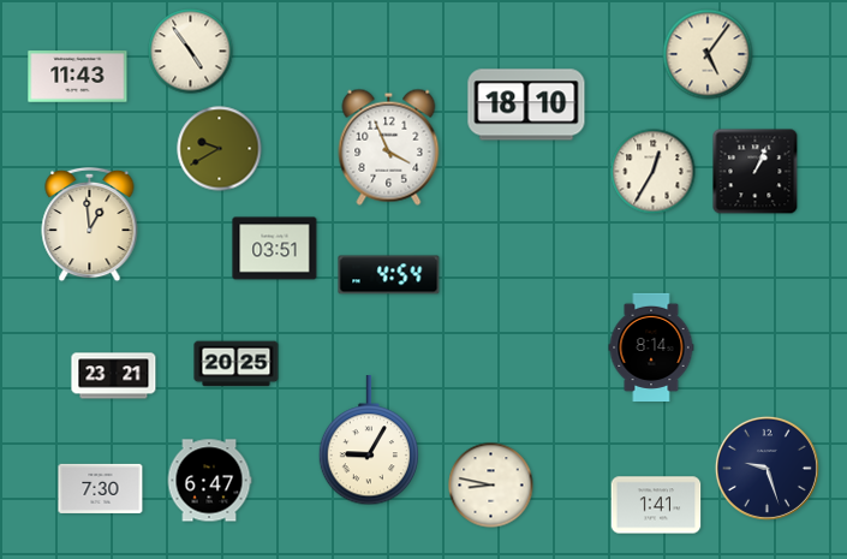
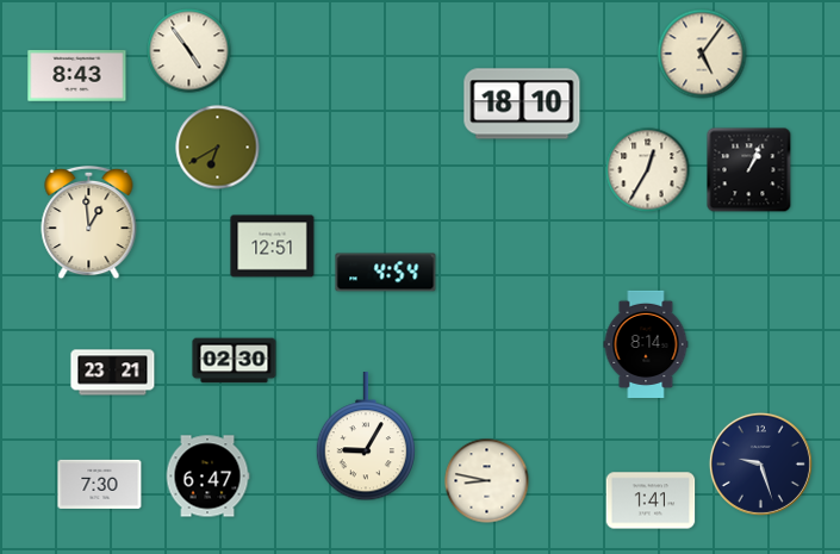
clock at (78, 77): 11:43 -> 8:43
clock at (389, 147): 3:56 -> none
clock at (220, 149): 9:40 -> 6:40
clock at (275, 249): 03:51 -> 12:51
clock at (237, 364): 20:25 -> 02:30
